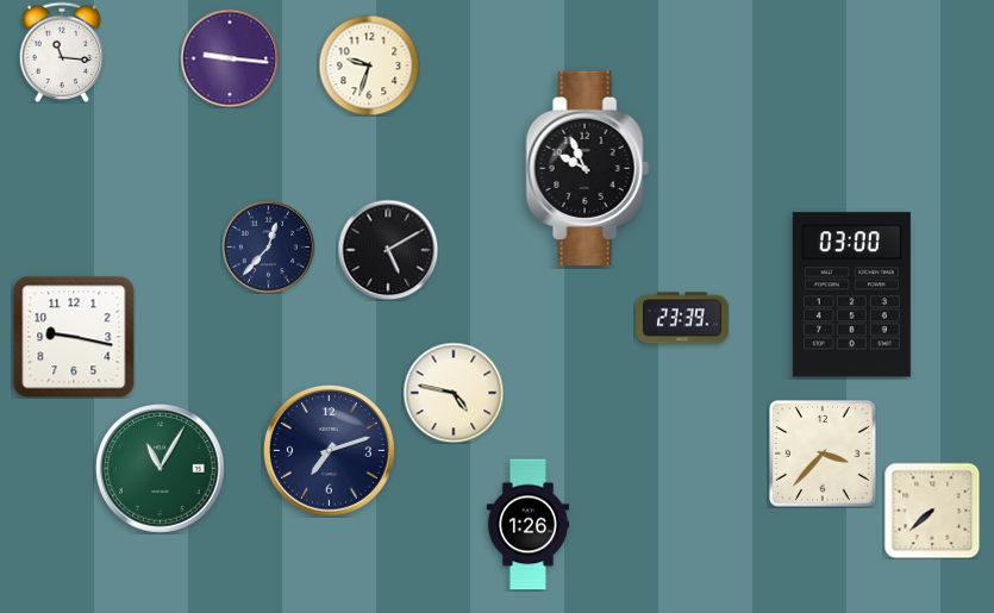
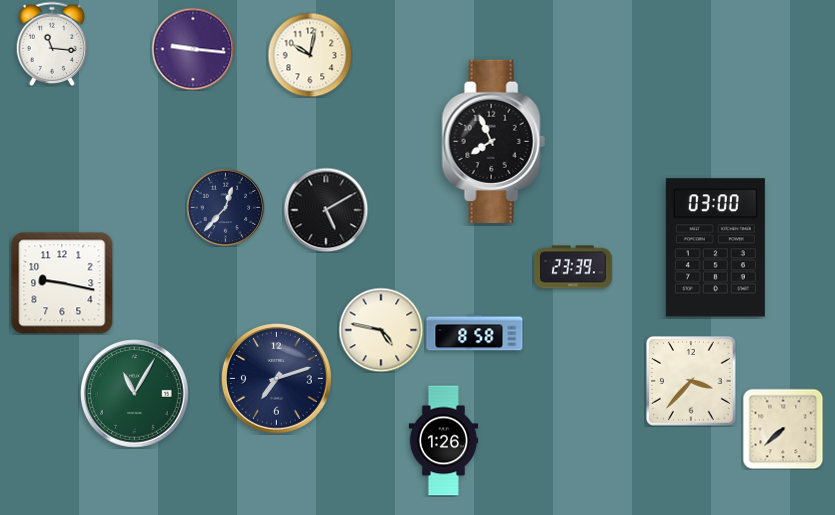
clock at (369, 65): 9:33 -> 10:02
clock at (587, 168): 9:56 -> 7:56
clock at (475, 333): none -> 8:58
